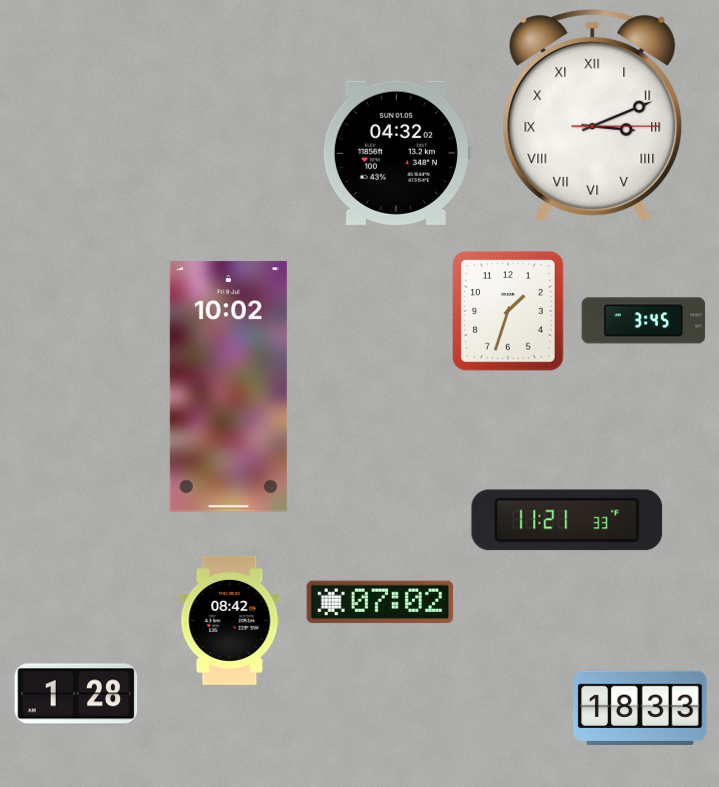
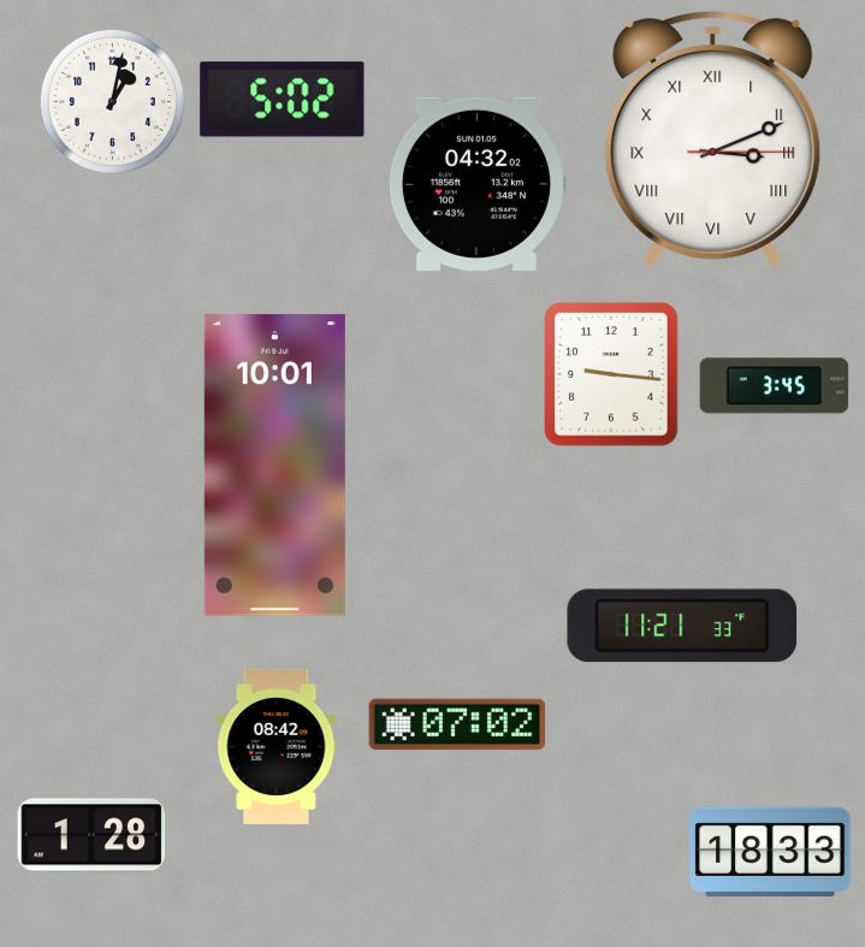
clock at (283, 100): none -> 5:02
clock at (112, 101): none -> 1:02
clock at (508, 311): 1:33 -> 9:16
clock at (228, 387): 10:02 -> 10:01
